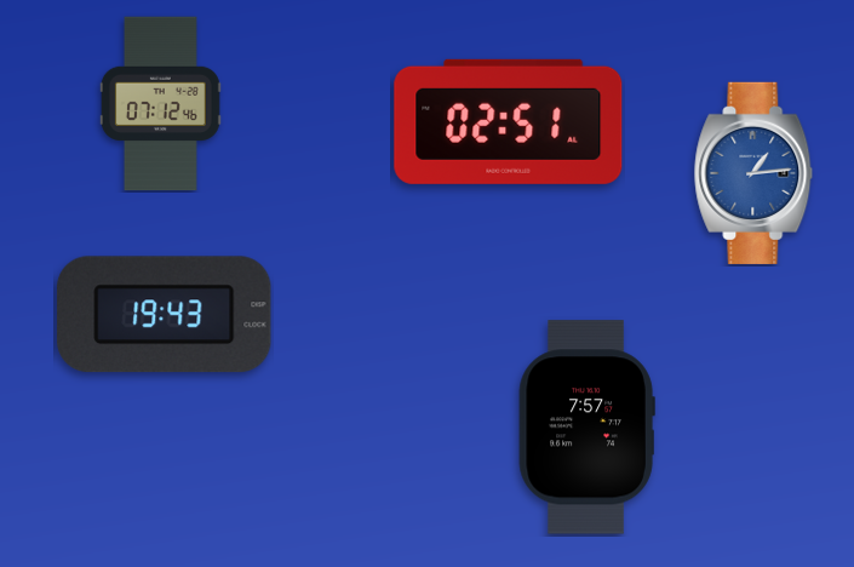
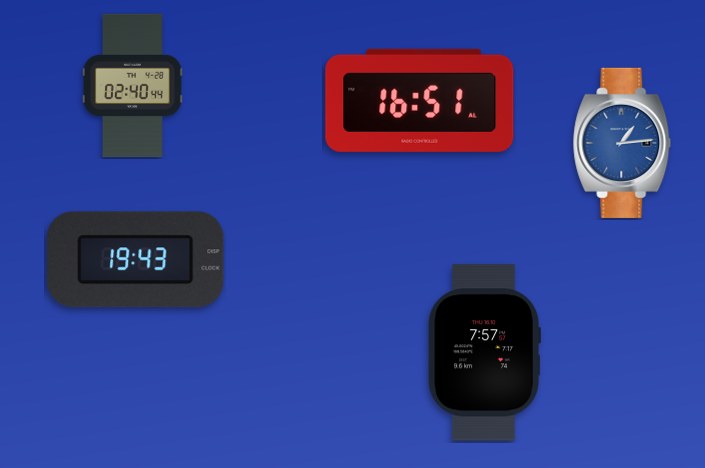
clock at (160, 104): 07:12 -> 02:40
clock at (509, 121): 02:51 -> 16:51
